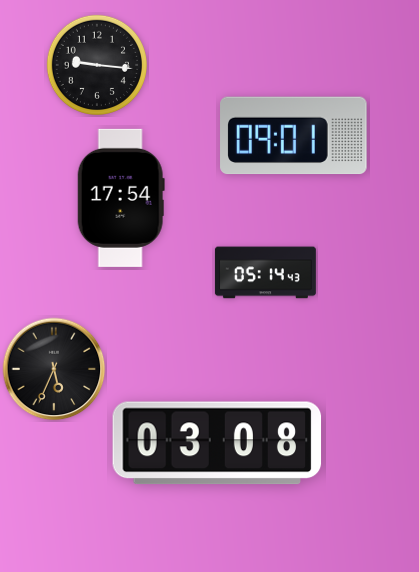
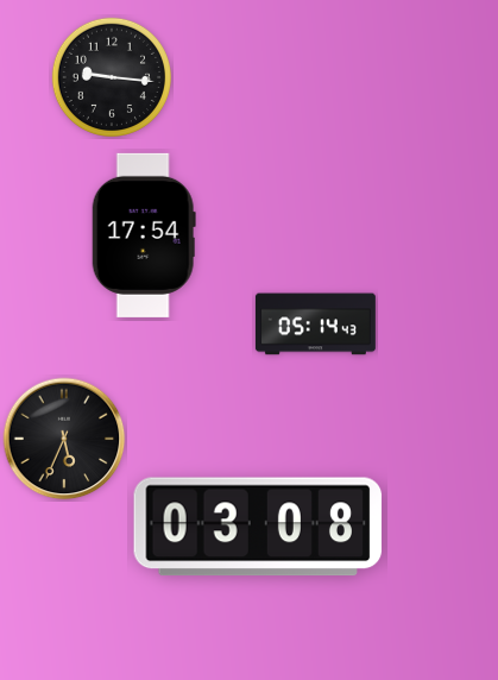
clock at (97, 65) position: (97, 65) -> (112, 77)
clock at (294, 136): 09:01 -> none
